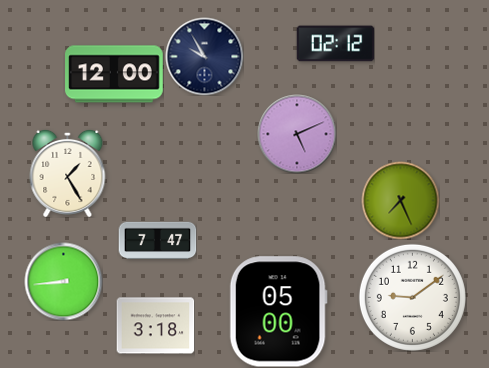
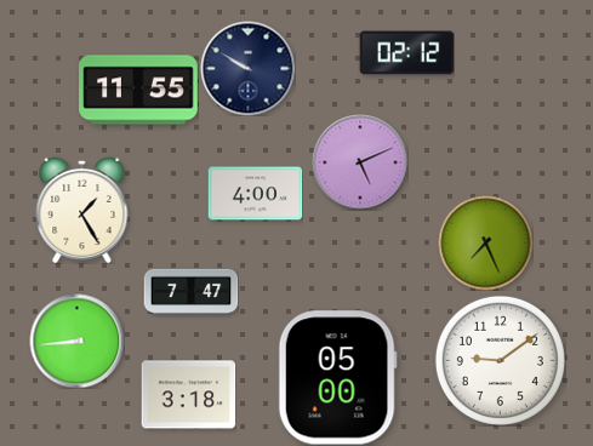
clock at (204, 56): 9:55 -> 9:50
clock at (114, 74): 12:00 -> 11:55
clock at (255, 194): none -> 4:00
